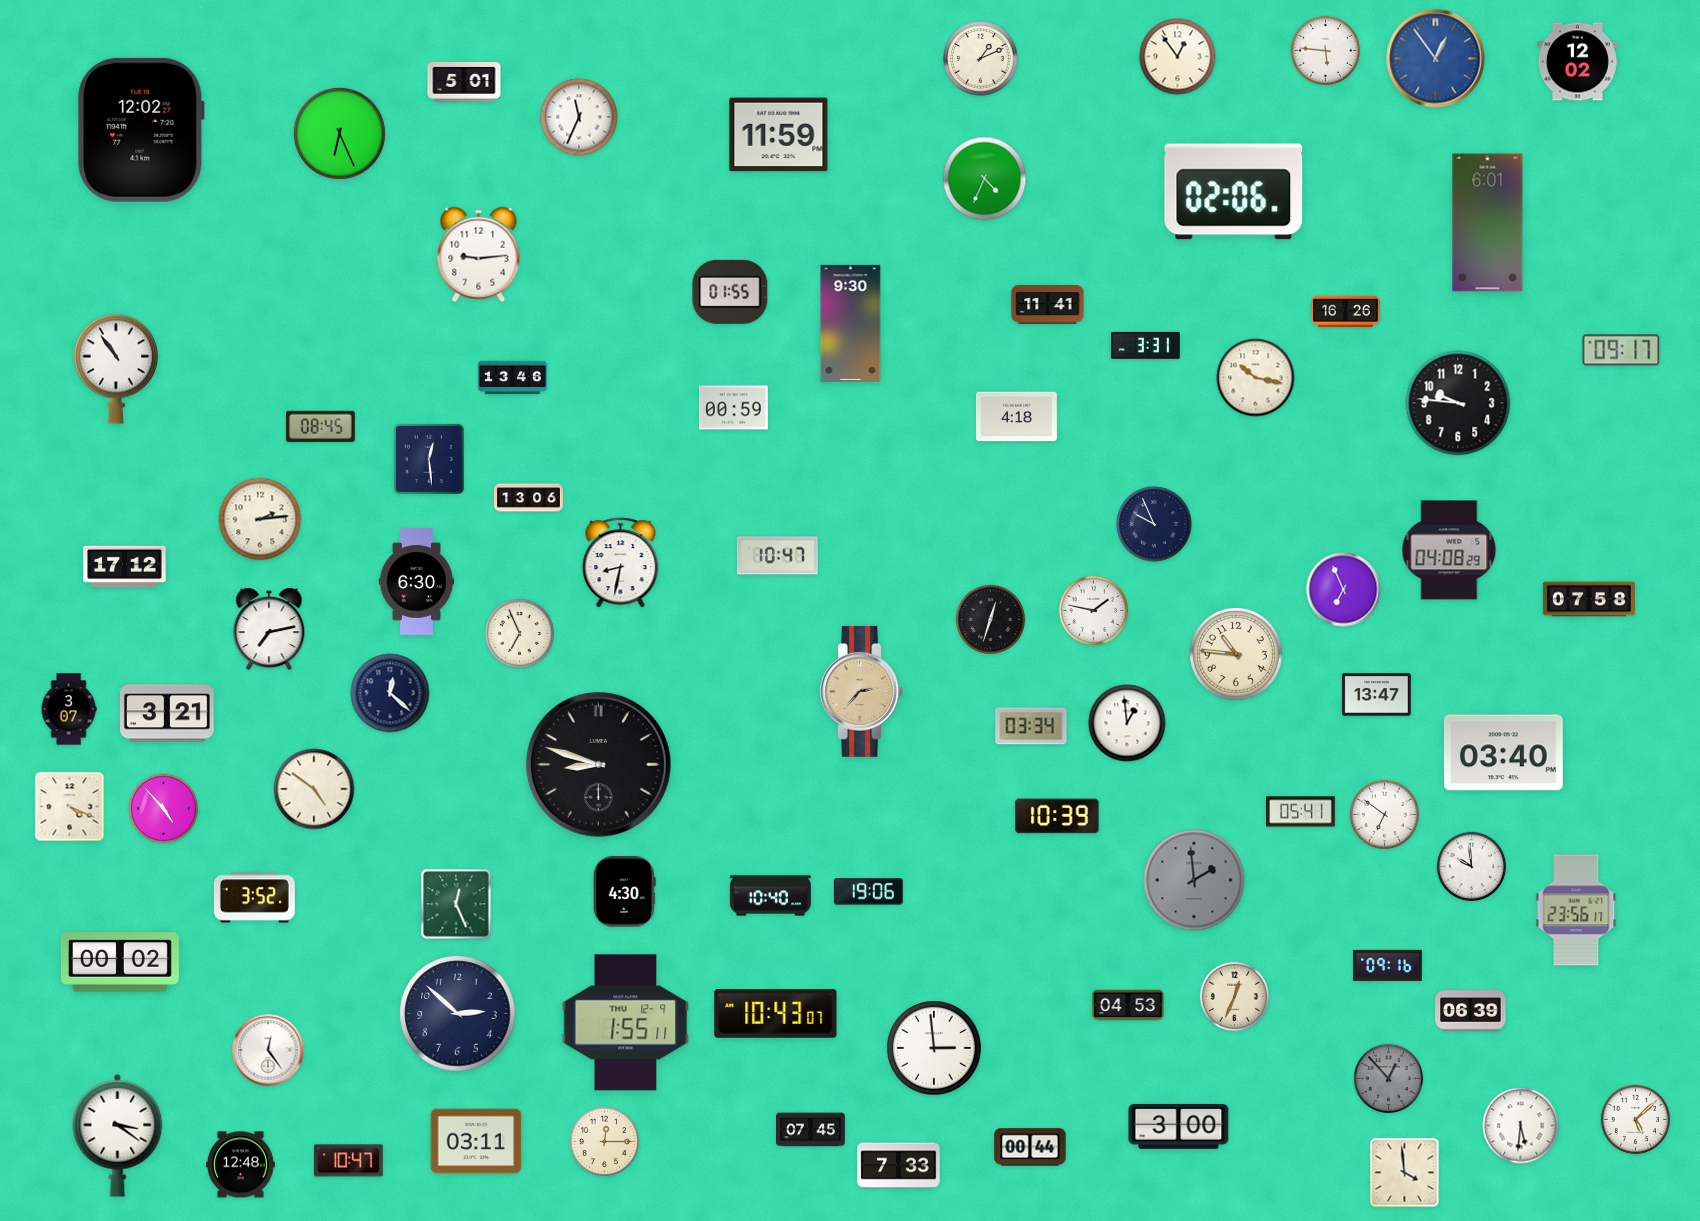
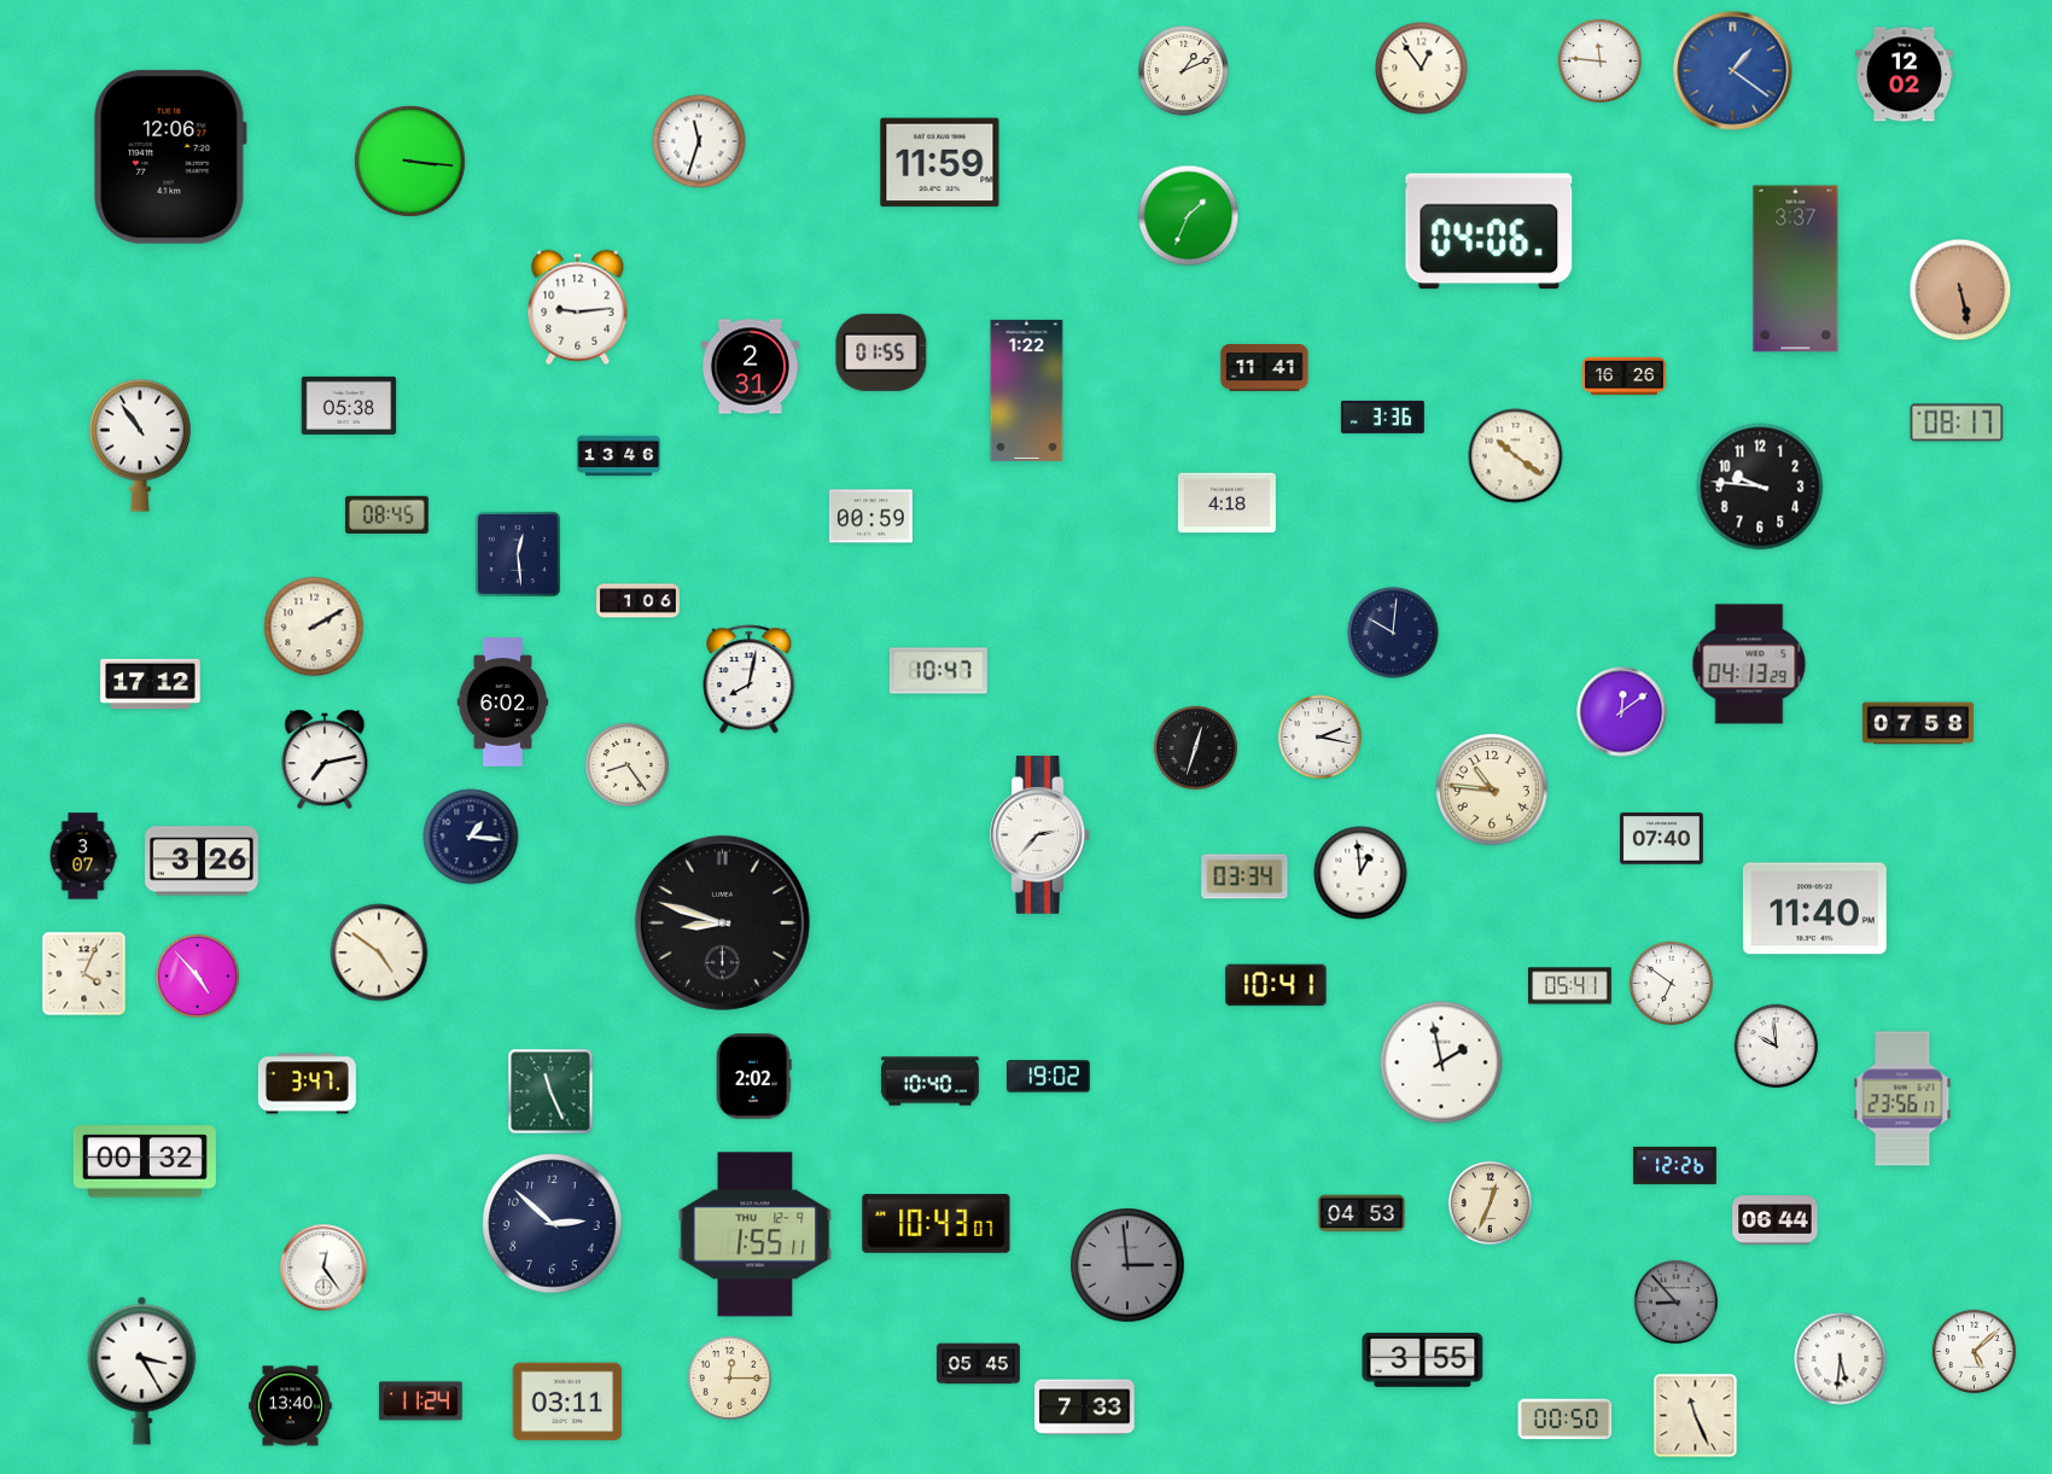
clock at (1325, 50): 5:46 -> 11:46
clock at (1436, 59): 12:54 -> 1:21
clock at (464, 82): 5:01 -> none
clock at (579, 117): 11:34 -> 11:33
clock at (141, 130): 12:02 -> 12:06
clock at (339, 133): 6:26 -> 3:16
clock at (985, 179): 4:34 -> 1:34
clock at (1234, 192): 02:06 -> 04:06
clock at (1488, 223): 6:01 -> 3:37
clock at (1960, 290): none -> 5:28
clock at (750, 367): none -> 2:31
clock at (851, 323): 9:30 -> 1:22
clock at (349, 406): none -> 05:38
clock at (1145, 345): 3:31 -> 3:36
clock at (1621, 350): 09:17 -> 08:17
clock at (1256, 378): 10:17 -> 10:21
clock at (733, 408) position: (733, 408) -> (870, 517)
clock at (529, 498): 13:06 -> 1:06
clock at (260, 519): 2:14 -> 2:10
clock at (1154, 524): 9:56 -> 10:01
clock at (1449, 550): 04:08 -> 04:13
clock at (621, 563): 8:32 -> 8:02
clock at (417, 582): 6:30 -> 6:02
clock at (1344, 590): 6:56 -> 12:09
clock at (1093, 610): 1:47 -> 2:17
clock at (519, 633): 6:56 -> 8:24
clock at (862, 691) dial: champagne -> white
clock at (390, 693): 12:22 -> 1:16
clock at (1377, 695): 13:47 -> 07:40
clock at (168, 713): 3:21 -> 3:26
clock at (1503, 753): 03:40 -> 11:40
clock at (70, 807): 4:19 -> 4:04
clock at (1301, 812) position: (1301, 812) -> (1570, 986)
clock at (1057, 816): 10:39 -> 10:41
clock at (1194, 880): 1:59 -> 1:58
clock at (1194, 880) dial: grey -> white
clock at (625, 892): 4:30 -> 2:02
clock at (869, 892): 19:06 -> 19:02
clock at (254, 898): 3:52 -> 3:47
clock at (456, 904): 12:26 -> 11:26
clock at (120, 962): 00:02 -> 00:32
clock at (1387, 965): 09:16 -> 12:26
clock at (1471, 1011): 06:39 -> 06:44
clock at (934, 1048) dial: white -> grey
clock at (1388, 1078): 12:53 -> 8:53
clock at (1179, 1126): 3:00 -> 3:55
clock at (1521, 1126) position: (1521, 1126) -> (1841, 1359)
clock at (811, 1130): 07:45 -> 05:45
clock at (118, 1135): 3:21 -> 3:25
clock at (476, 1141) position: (476, 1141) -> (567, 1402)
clock at (1030, 1147): 00:44 -> none
clock at (348, 1161): 10:47 -> 11:24
clock at (241, 1165): 12:48 -> 13:40
clock at (1405, 1173): 3:59 -> 11:26
clock at (1566, 1420): none -> 00:50
